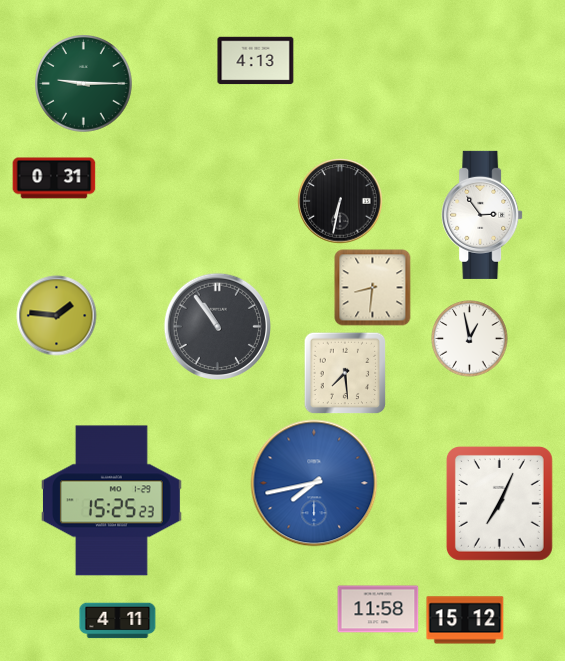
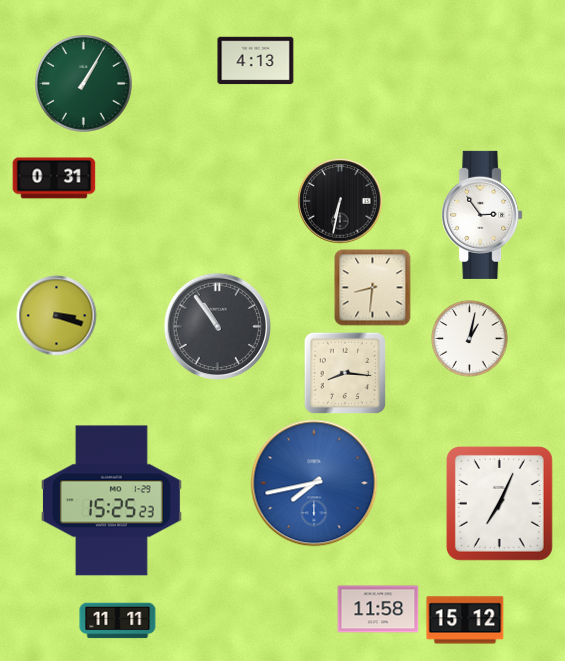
clock at (84, 84): 9:15 -> 1:05
clock at (57, 316): 1:46 -> 3:18
clock at (470, 339): 12:58 -> 1:02
clock at (345, 373): 7:29 -> 8:16
clock at (118, 621): 4:11 -> 11:11
